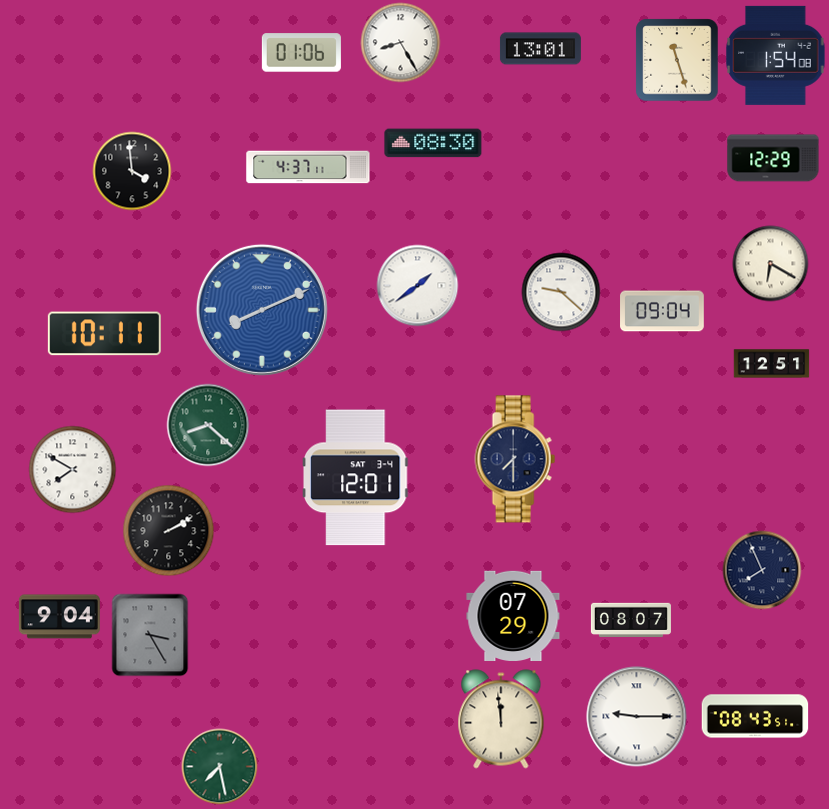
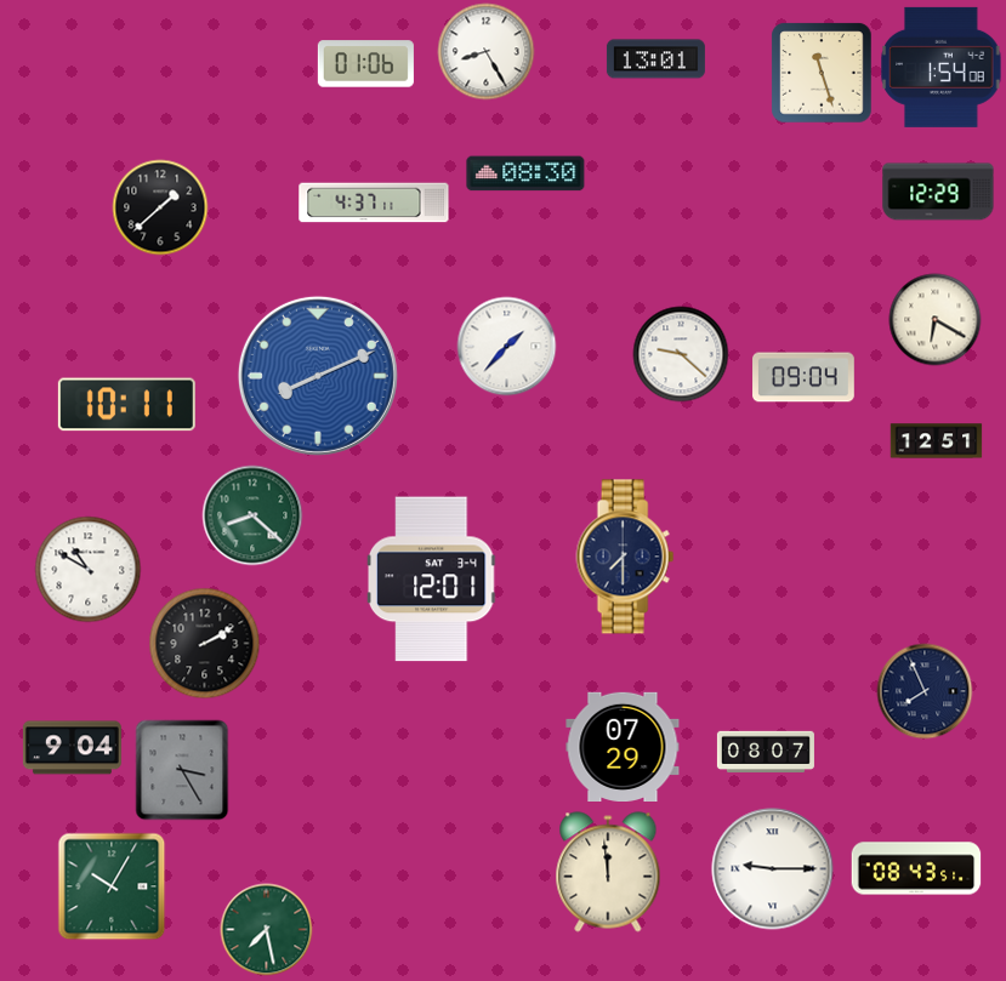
clock at (132, 171): 3:59 -> 1:38
clock at (418, 286): 1:39 -> 1:37
clock at (73, 470): 7:50 -> 10:50
clock at (112, 886): none -> 10:05
